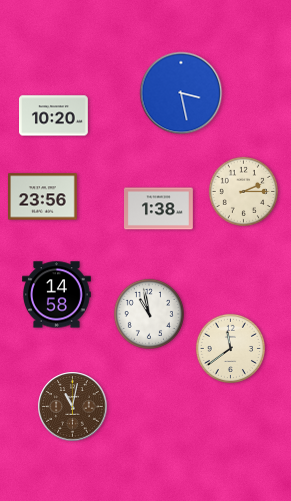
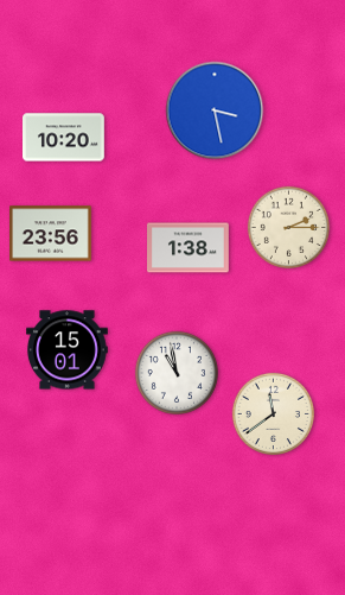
clock at (57, 295): 14:58 -> 15:01
clock at (73, 407): 11:02 -> none
